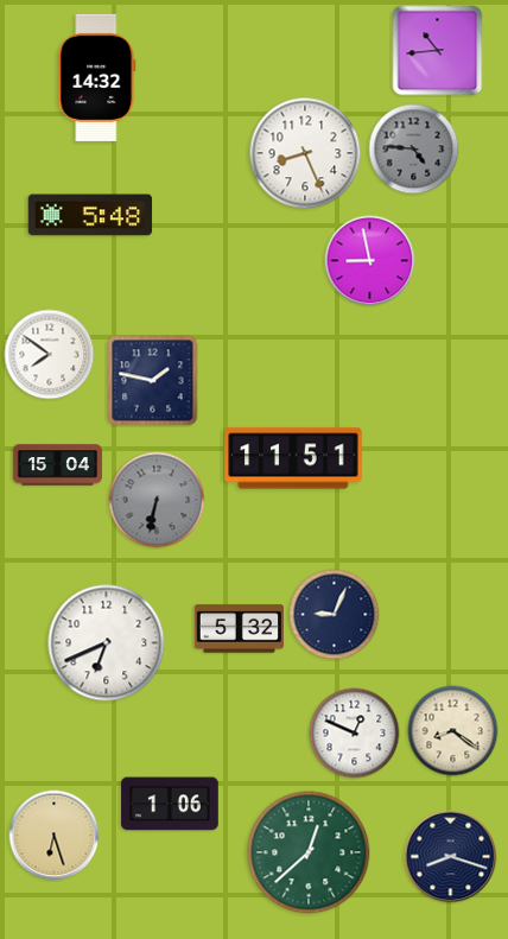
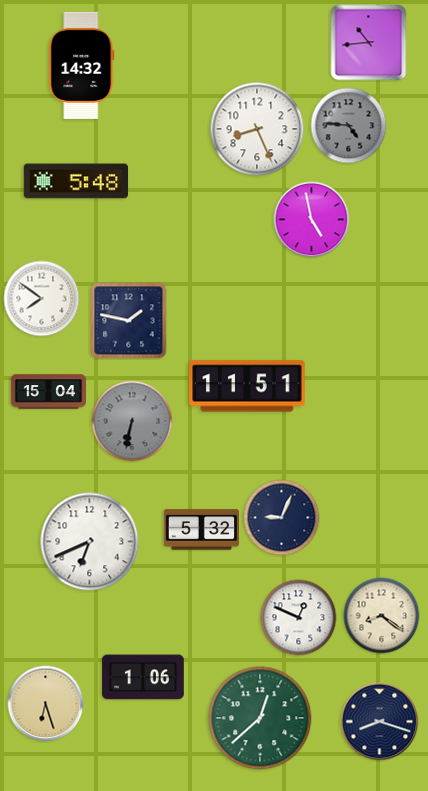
clock at (370, 261): 8:58 -> 4:58
